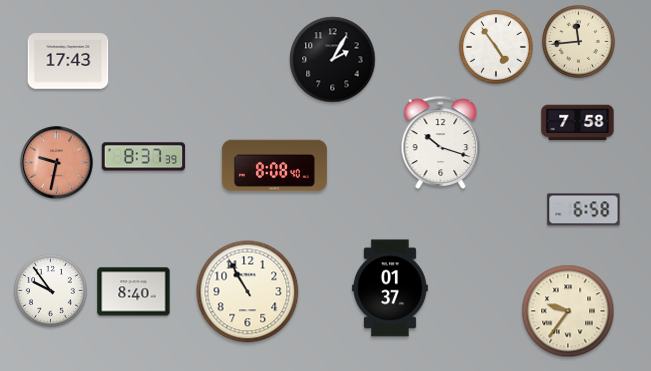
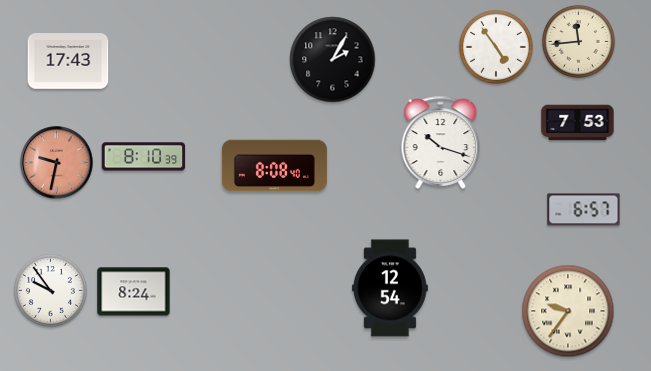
clock at (578, 123): 7:58 -> 7:53
clock at (144, 157): 8:37 -> 8:10
clock at (584, 210): 6:58 -> 6:57
clock at (390, 288): 01:37 -> 12:54
clock at (134, 292): 8:40 -> 8:24
clock at (248, 292): 10:55 -> none
